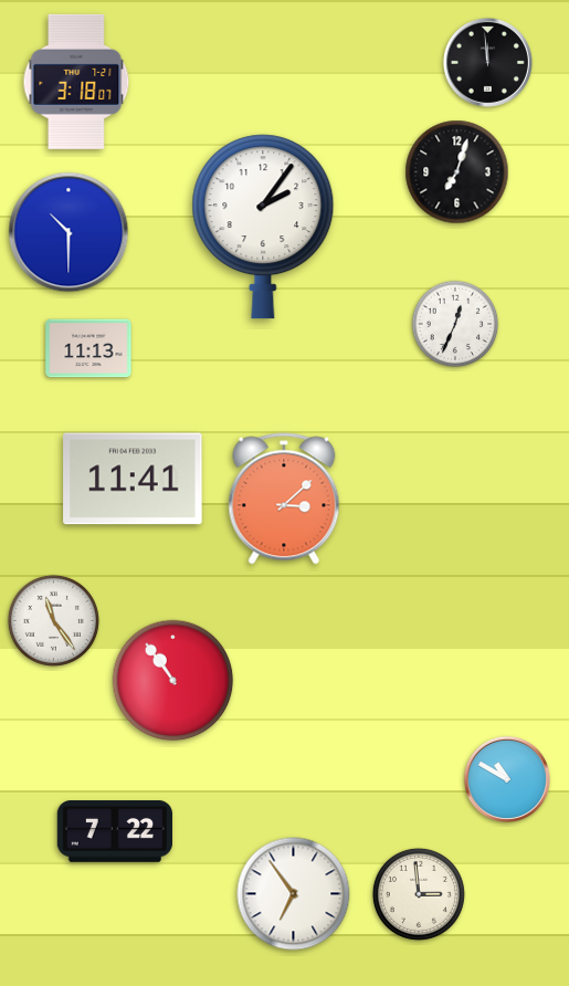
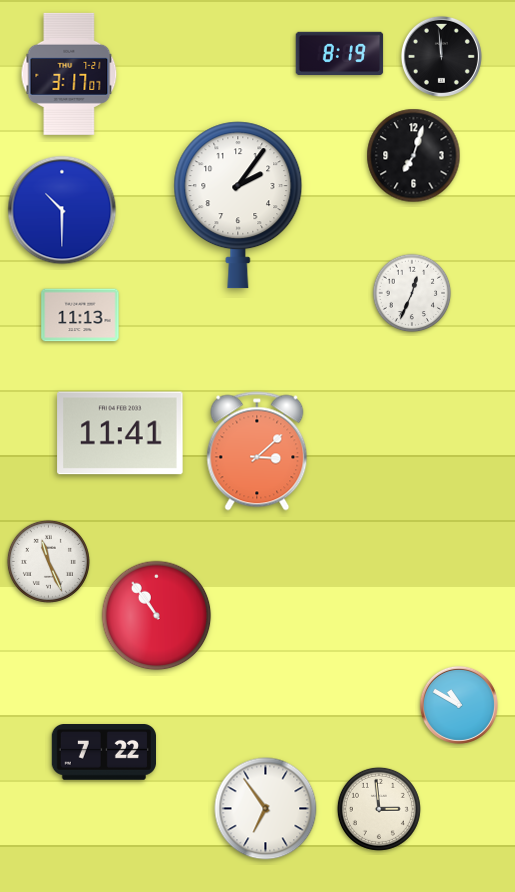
clock at (340, 53): none -> 8:19
clock at (76, 82): 3:18 -> 3:17
clock at (53, 620): 11:24 -> 11:26
